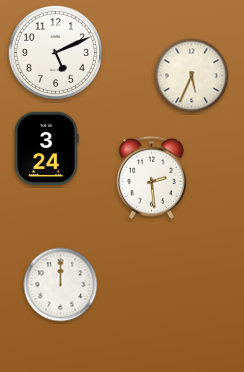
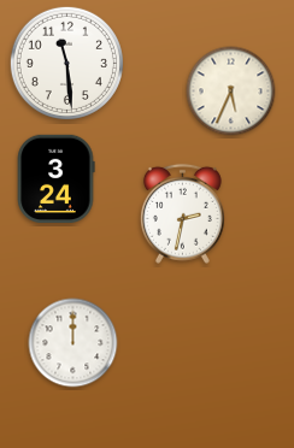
clock at (55, 52): 5:11 -> 11:29
clock at (151, 177): 2:29 -> 2:32
